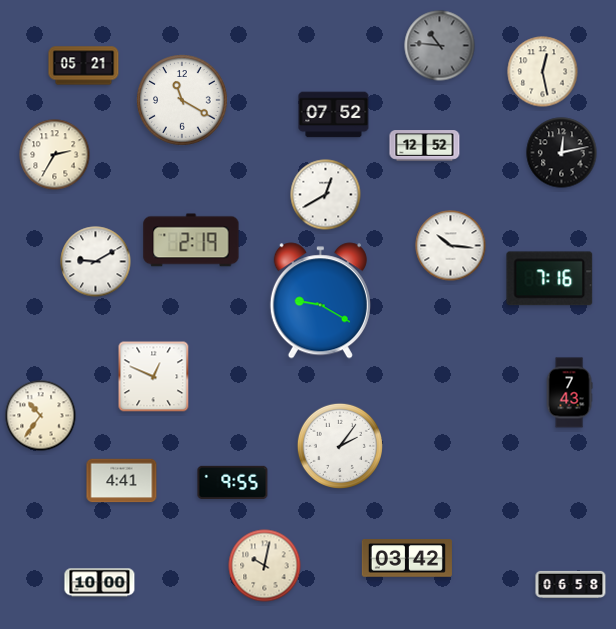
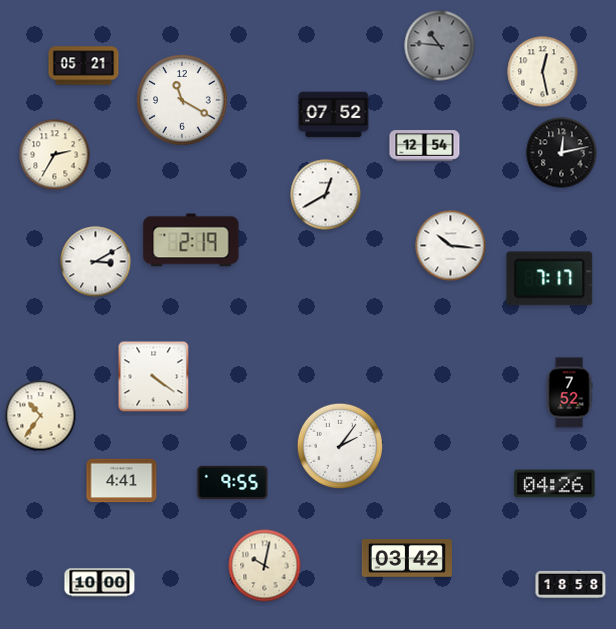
clock at (425, 146): 12:52 -> 12:54
clock at (96, 262): 9:10 -> 3:10
clock at (550, 279): 7:16 -> 7:17
clock at (320, 301): 9:20 -> none
clock at (154, 377): 12:49 -> 4:21
clock at (569, 393): 7:43 -> 7:52
clock at (555, 484): none -> 04:26
clock at (571, 584): 06:58 -> 18:58
